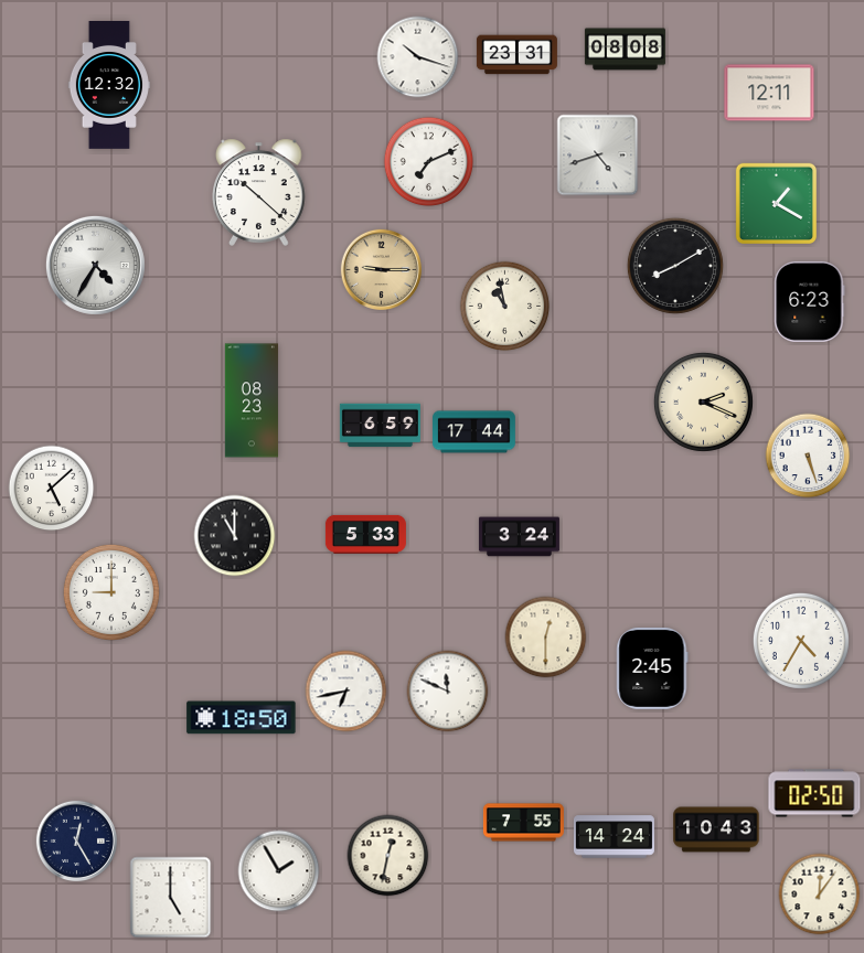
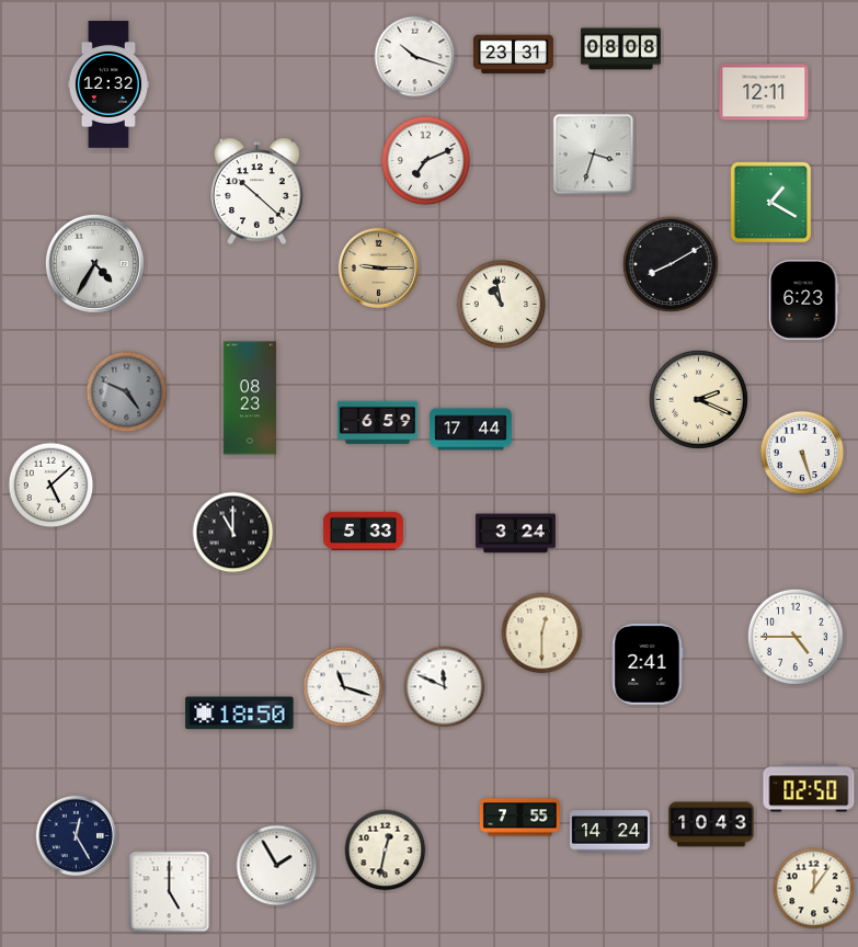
clock at (598, 156): 4:42 -> 3:33
clock at (127, 392): none -> 4:49
clock at (111, 592): 9:00 -> none
clock at (801, 641): 4:35 -> 4:45
clock at (652, 668): 2:45 -> 2:41
clock at (346, 692): 6:43 -> 11:18
